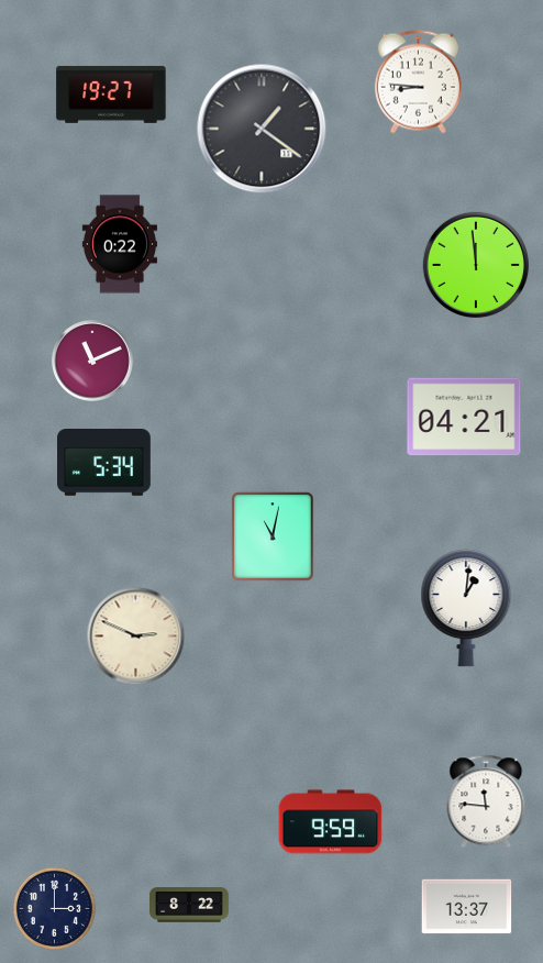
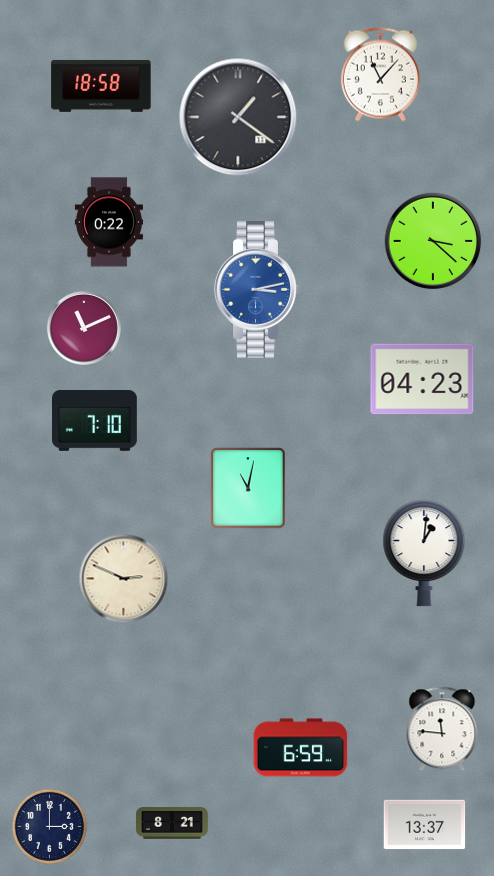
clock at (418, 82): 8:46 -> 11:07
clock at (111, 95): 19:27 -> 18:58
clock at (475, 264): 11:59 -> 3:22
clock at (258, 290): none -> 3:13
clock at (464, 417): 04:21 -> 04:23
clock at (104, 463): 5:34 -> 7:10
clock at (331, 822): 9:59 -> 6:59
clock at (189, 905): 8:22 -> 8:21
